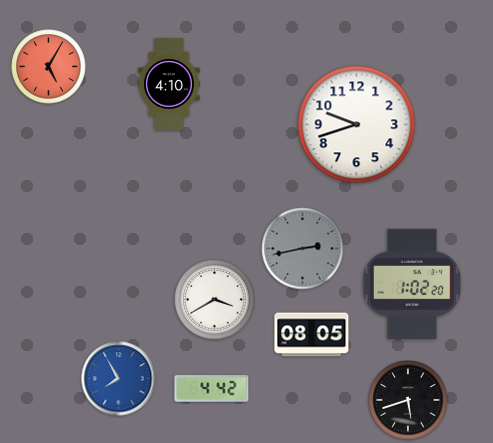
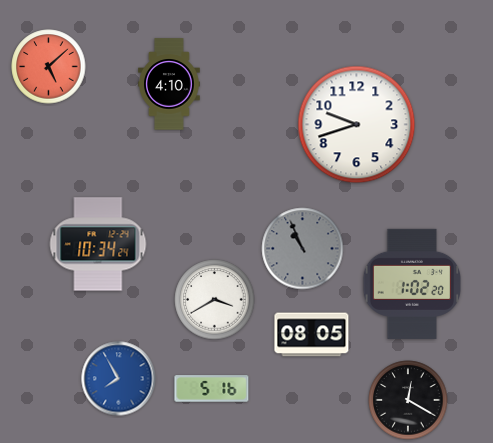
clock at (49, 67): 5:05 -> 5:08
clock at (98, 244): none -> 10:34
clock at (303, 249): 2:43 -> 10:56
clock at (212, 389): 4:42 -> 5:16
clock at (408, 400): 5:42 -> 12:20
